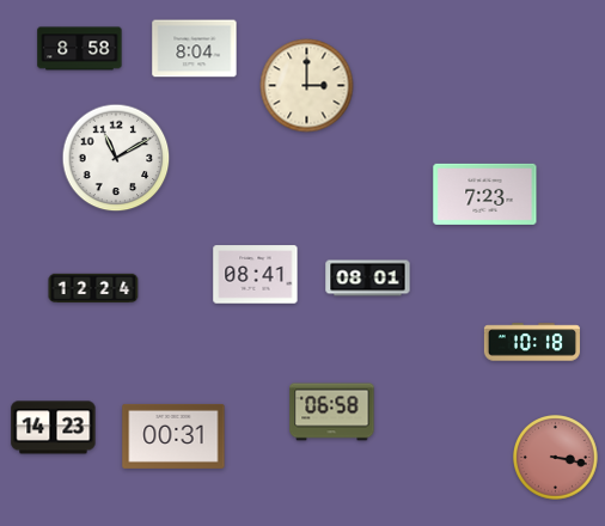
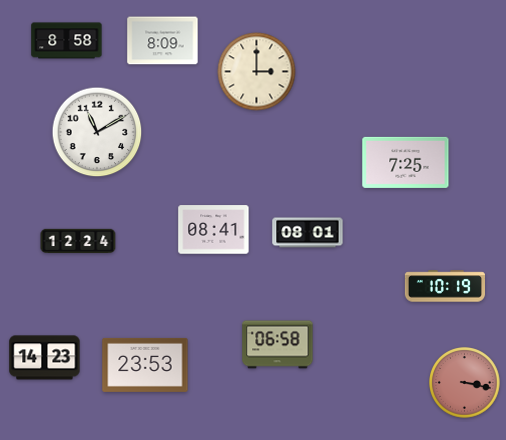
clock at (195, 49): 8:04 -> 8:09
clock at (485, 194): 7:23 -> 7:25
clock at (531, 342): 10:18 -> 10:19
clock at (173, 436): 00:31 -> 23:53
